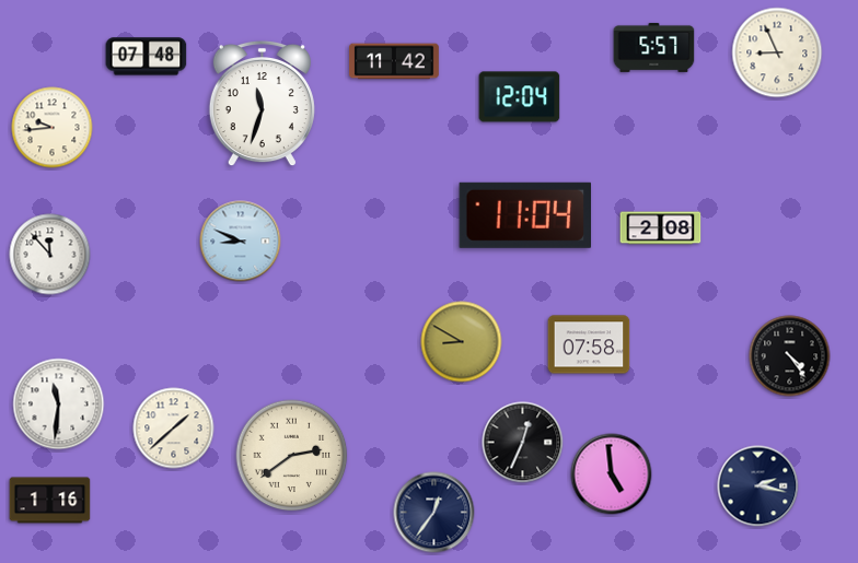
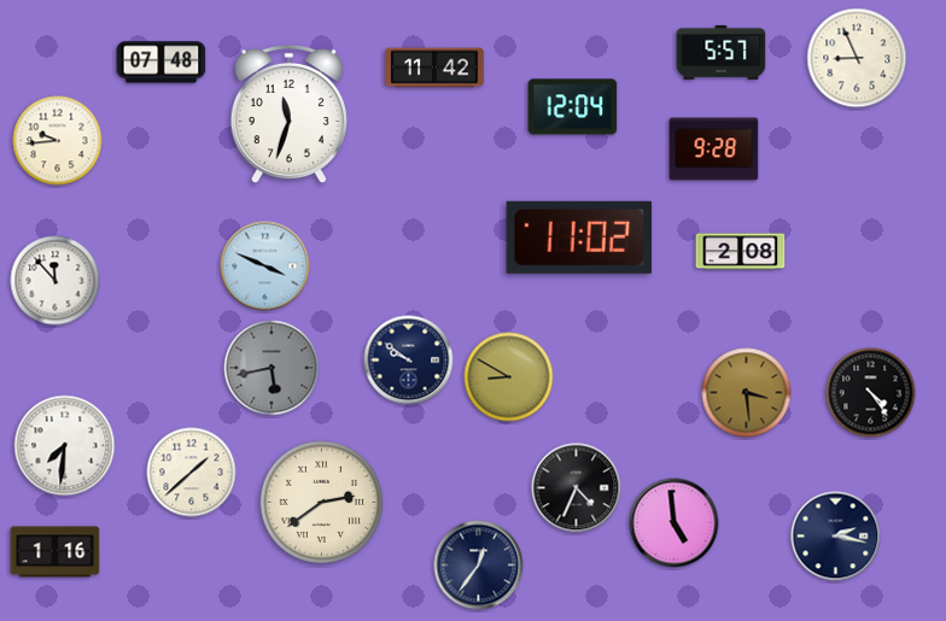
clock at (714, 150): none -> 9:28
clock at (524, 215): 11:04 -> 11:02
clock at (661, 228) position: (661, 228) -> (741, 252)
clock at (241, 242): 8:49 -> 3:49
clock at (409, 361): none -> 9:51
clock at (271, 368): none -> 5:43
clock at (589, 344): 07:58 -> none
clock at (747, 393): none -> 3:29
clock at (59, 404): 11:31 -> 7:31
clock at (523, 443): 12:34 -> 4:34
